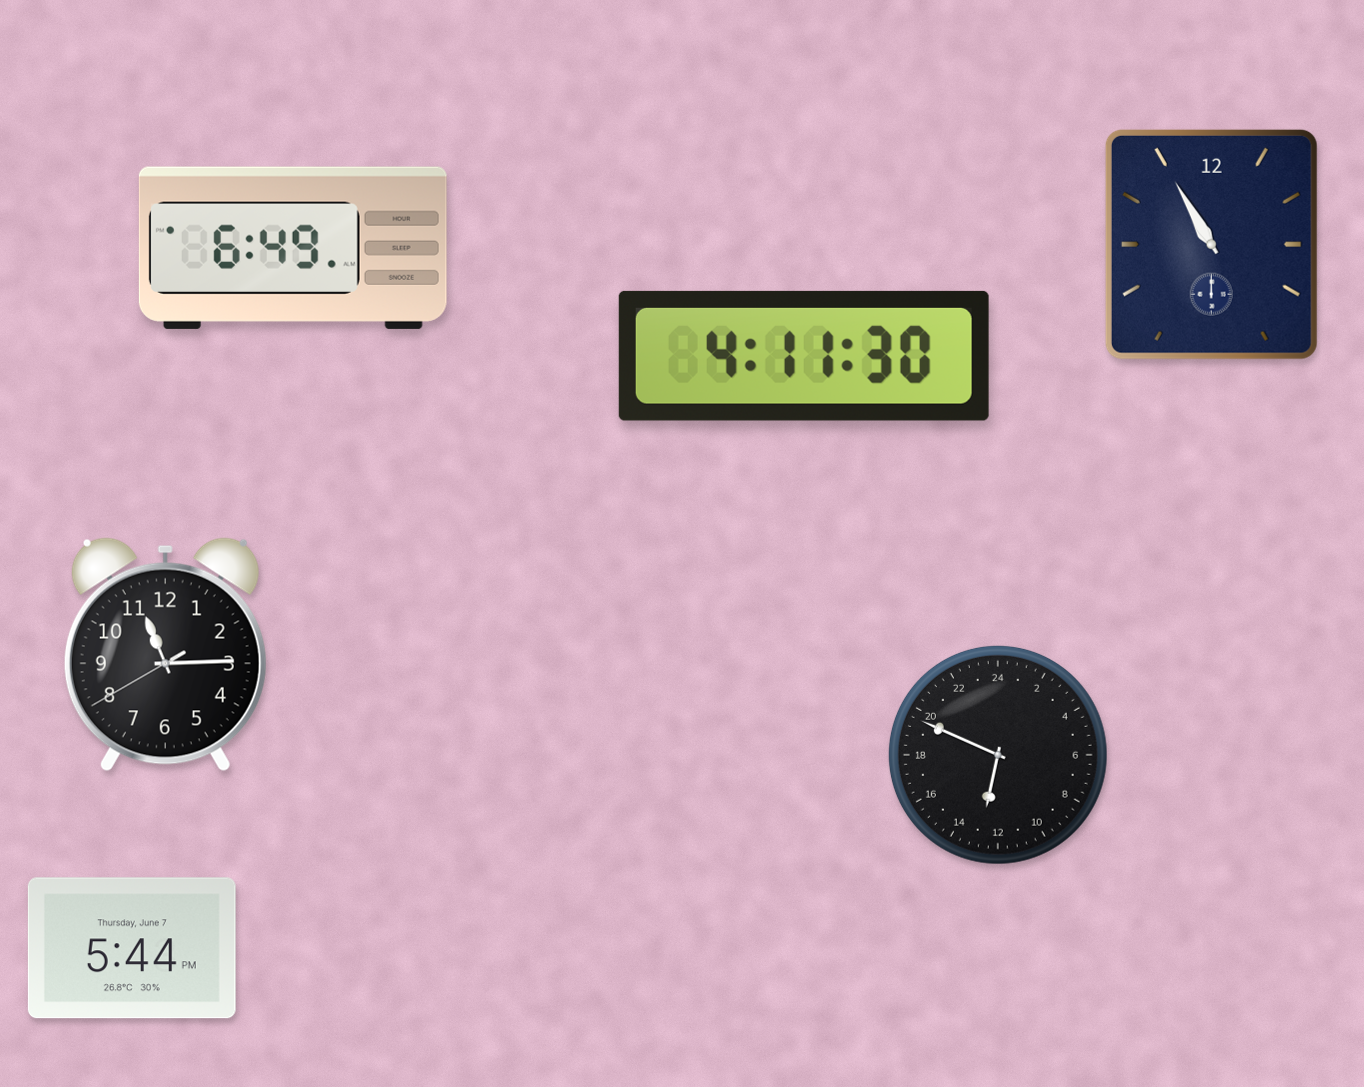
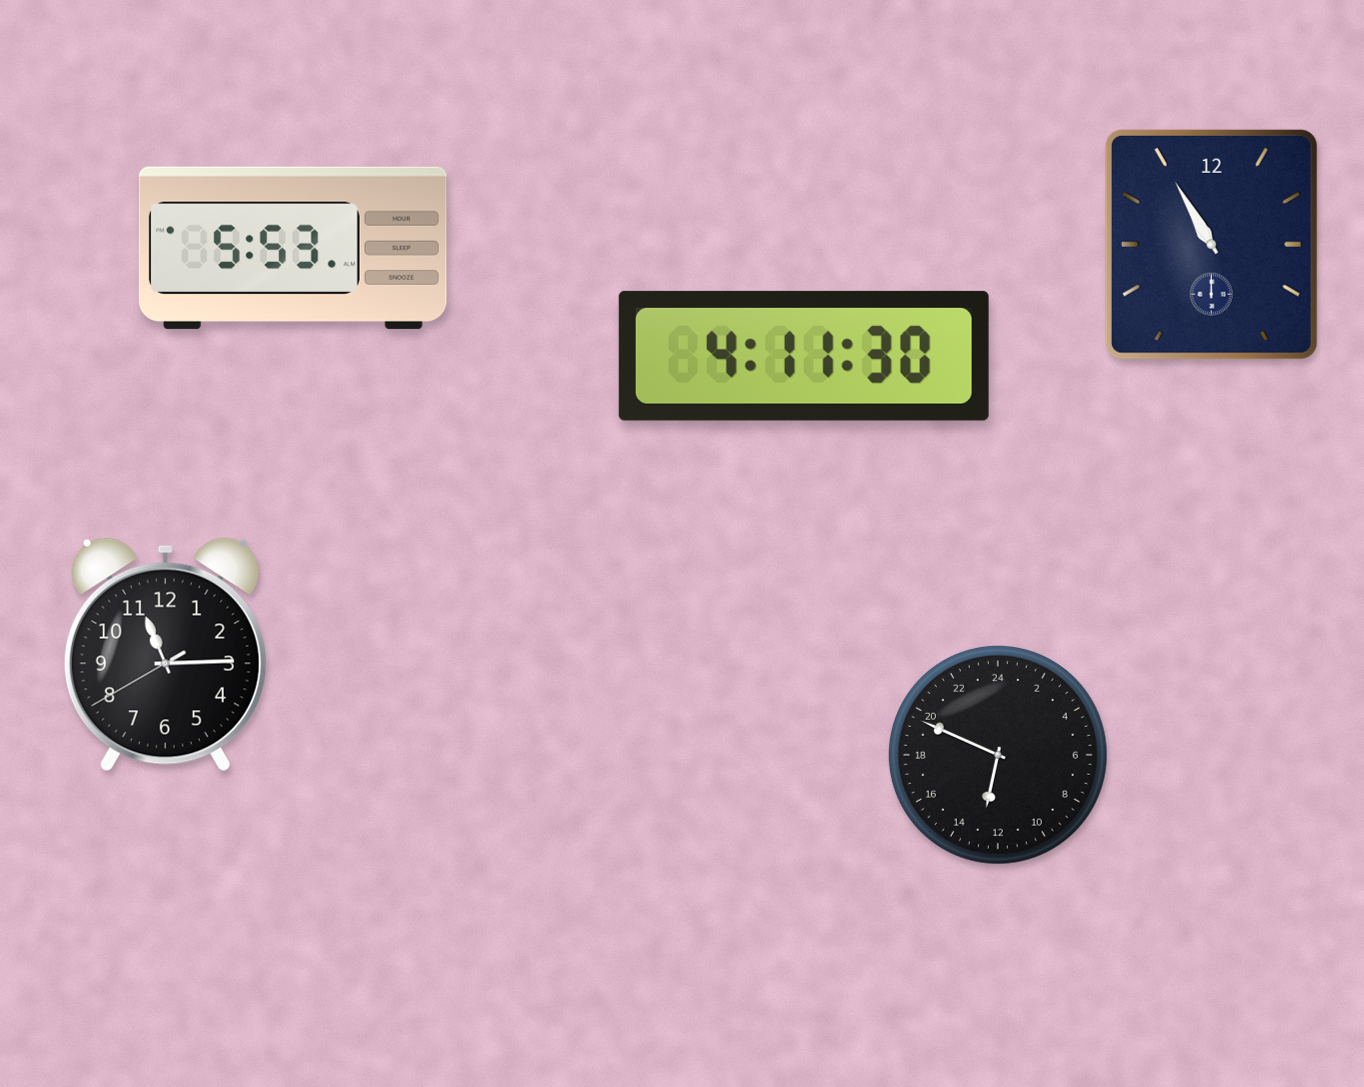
clock at (293, 248): 6:49 -> 5:53
clock at (132, 948): 5:44 -> none
